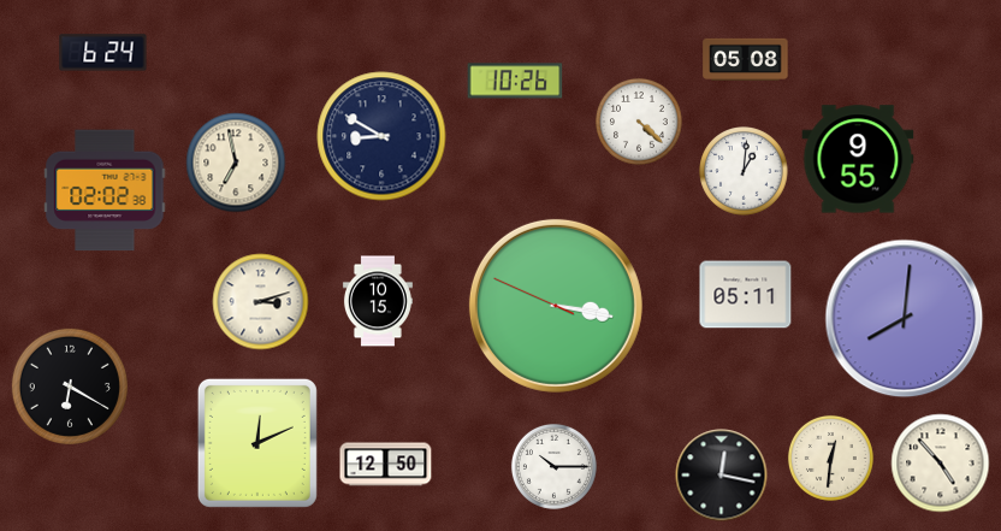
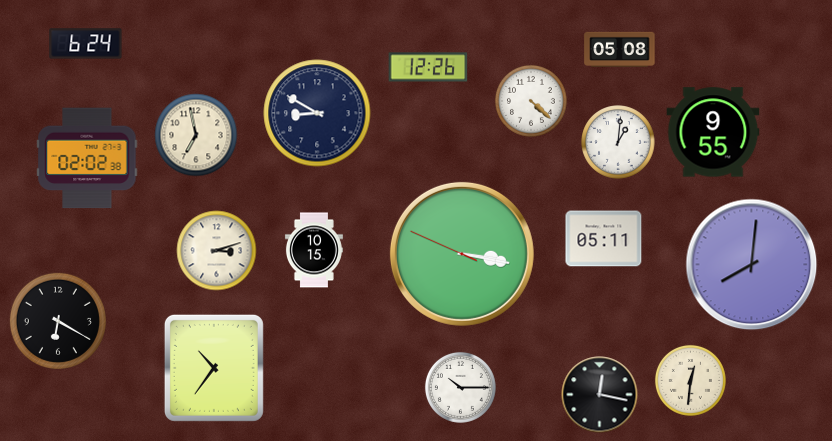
clock at (515, 81): 10:26 -> 12:26
clock at (746, 295) position: (746, 295) -> (604, 239)
clock at (257, 443): 12:11 -> 10:36
clock at (941, 464): 4:53 -> none
clock at (386, 465): 12:50 -> none
